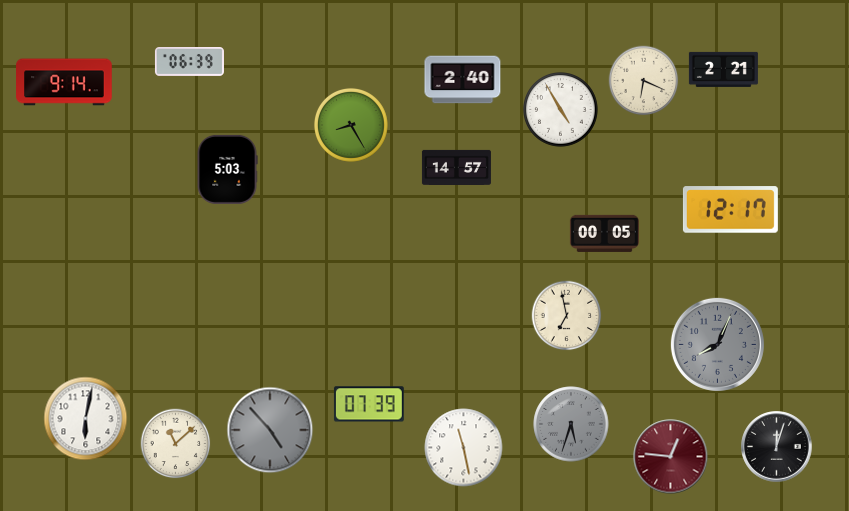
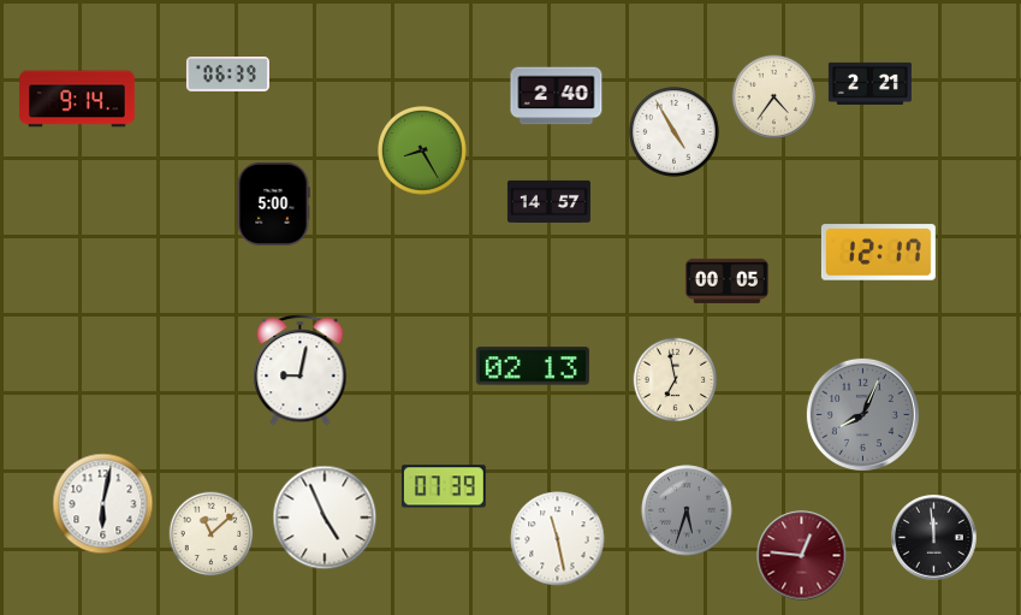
clock at (644, 81): 6:19 -> 4:36
clock at (227, 169): 5:03 -> 5:00
clock at (533, 366): none -> 02:13
clock at (301, 369): none -> 9:02
clock at (567, 316) position: (567, 316) -> (676, 380)
clock at (270, 430): 4:53 -> 4:56
clock at (270, 430) dial: grey -> white
clock at (777, 447): 12:03 -> 11:59
clock at (671, 457) position: (671, 457) -> (802, 556)
